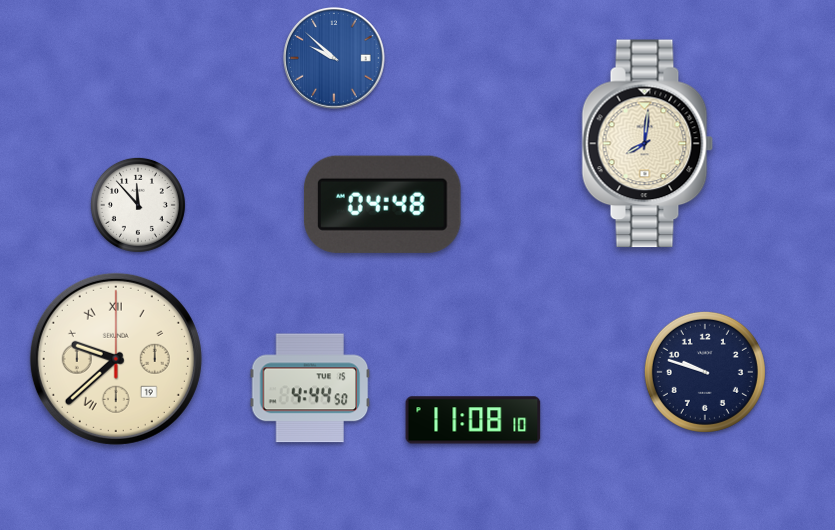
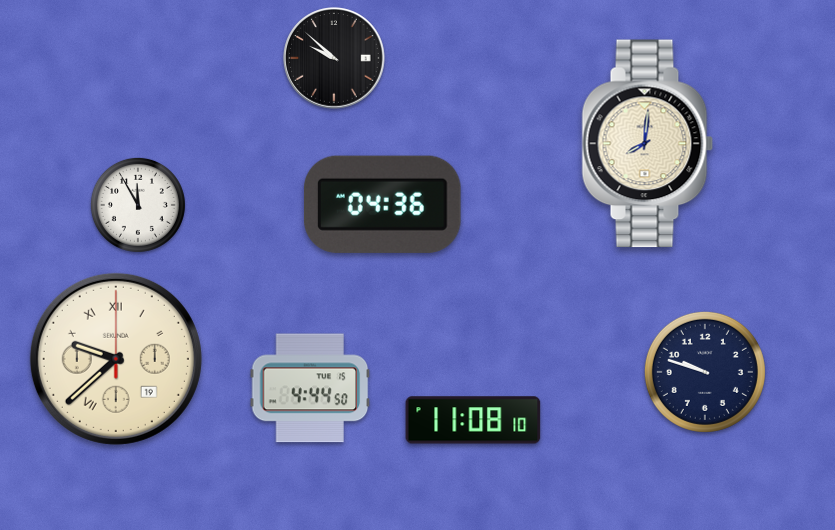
clock at (334, 58) dial: blue -> black
clock at (383, 204): 04:48 -> 04:36
clock at (138, 205): 11:53 -> 11:55
